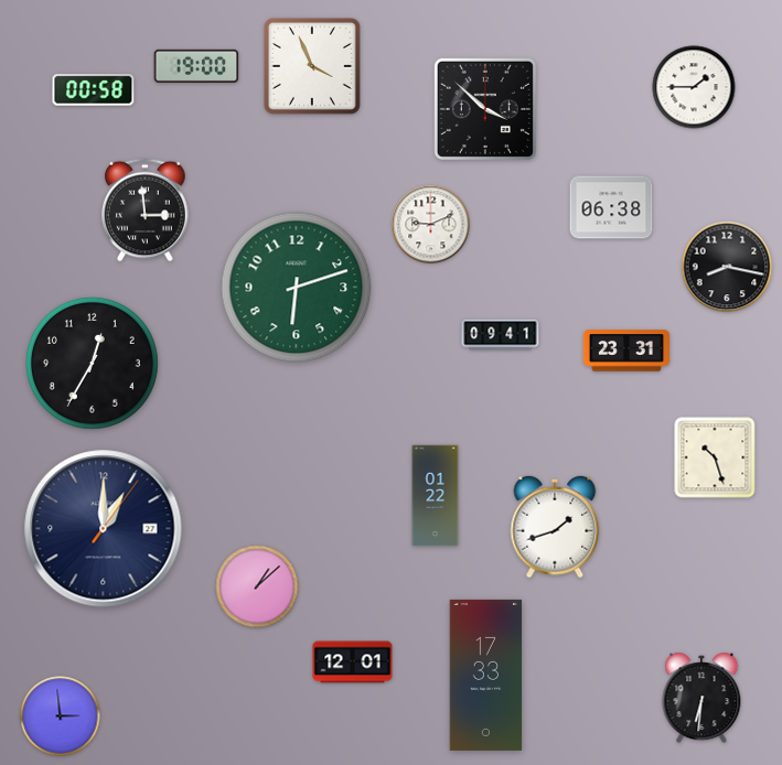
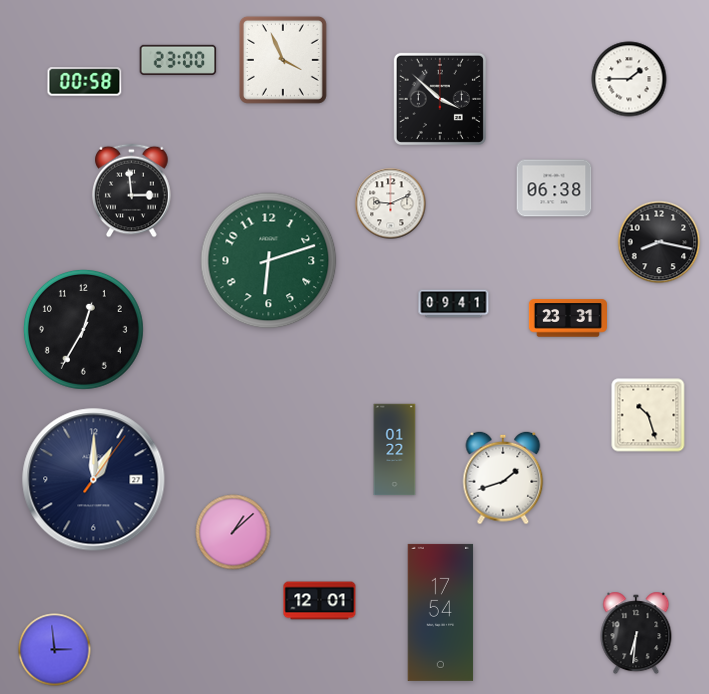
clock at (196, 66): 19:00 -> 23:00
clock at (486, 675): 17:33 -> 17:54
